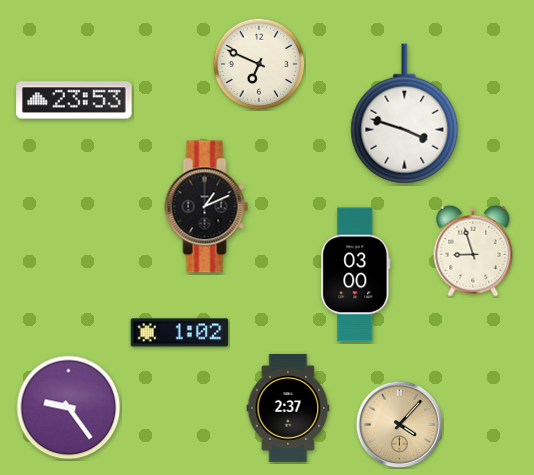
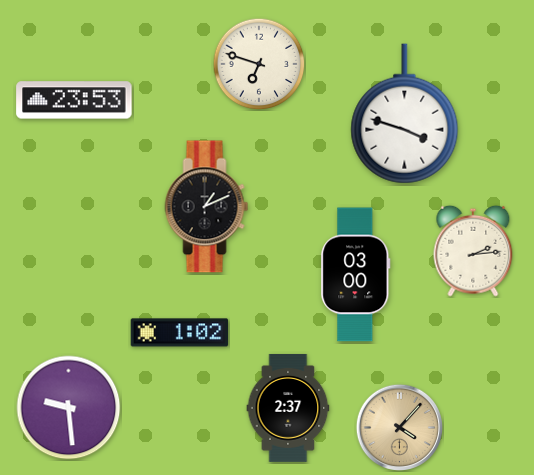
clock at (259, 64): 6:49 -> 6:48
clock at (473, 251): 8:57 -> 2:14
clock at (69, 408): 9:24 -> 9:29
clock at (399, 424) position: (399, 424) -> (399, 427)
